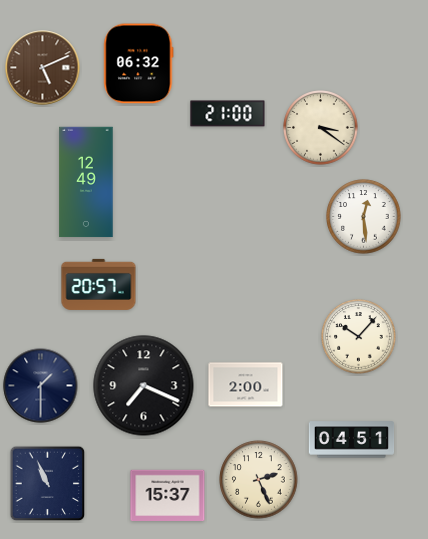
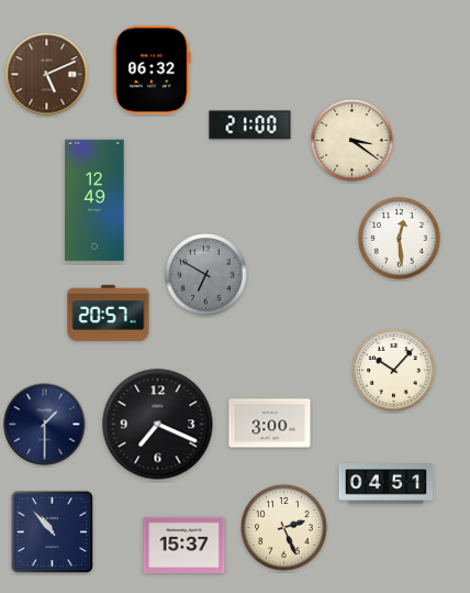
clock at (206, 275): none -> 6:50
clock at (246, 385): 2:00 -> 3:00
clock at (48, 484): 10:56 -> 10:53
